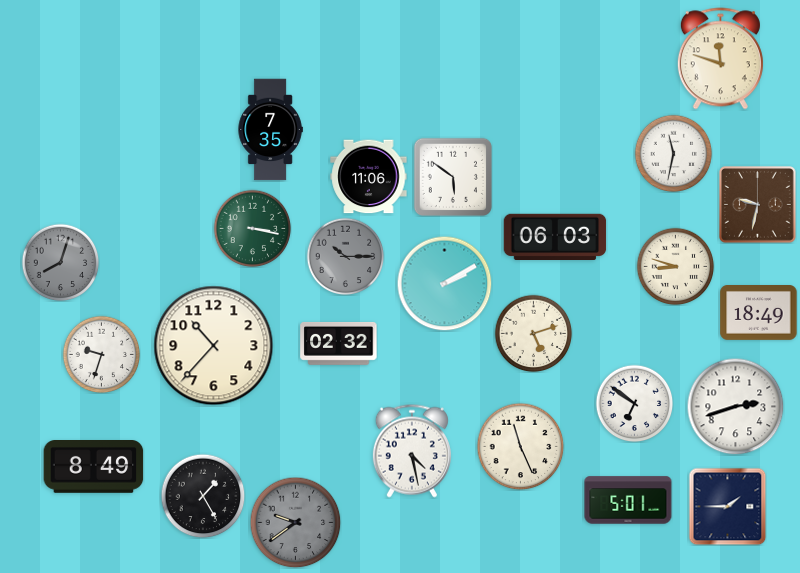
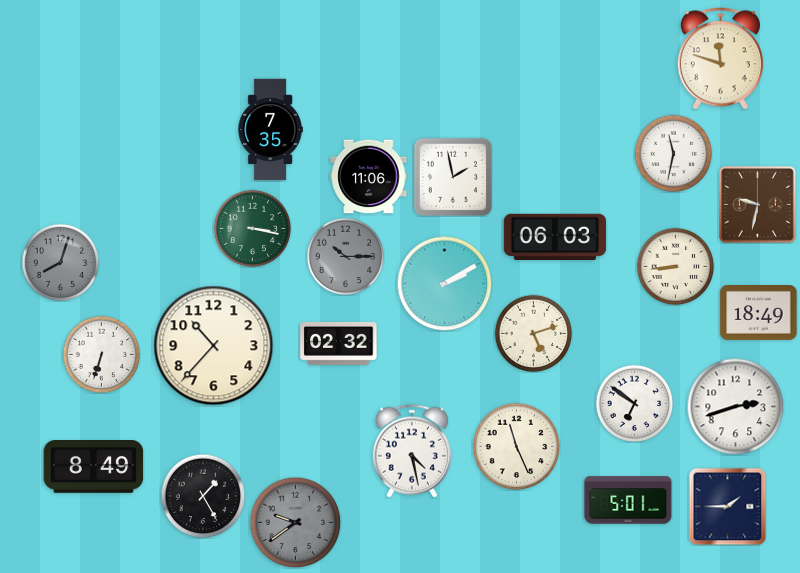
clock at (452, 176): 5:51 -> 1:58
clock at (675, 266): 8:48 -> 8:44
clock at (101, 354): 9:33 -> 6:33
clock at (520, 446) position: (520, 446) -> (516, 446)
